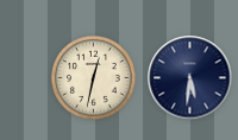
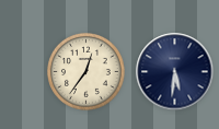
clock at (94, 78): 12:32 -> 12:36
